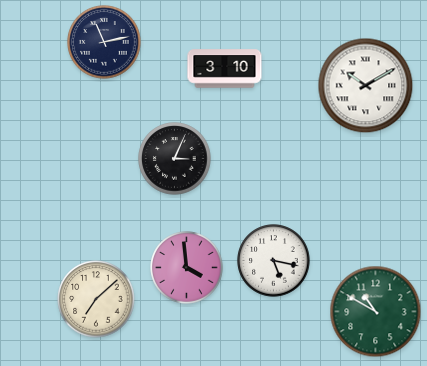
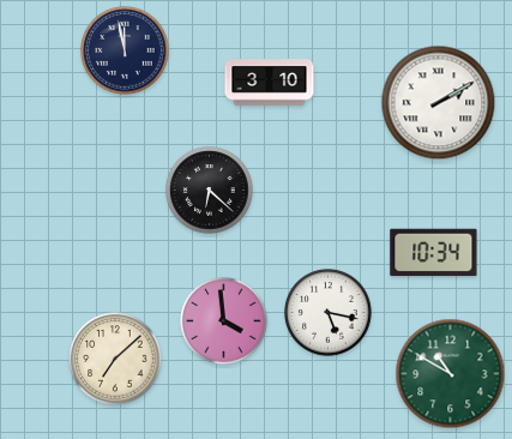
clock at (104, 42): 11:13 -> 11:58
clock at (366, 86): 10:10 -> 2:10
clock at (175, 159): 3:04 -> 6:22
clock at (434, 253): none -> 10:34
